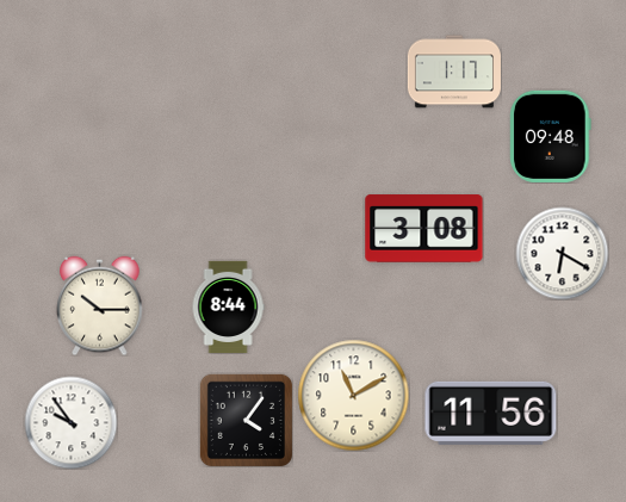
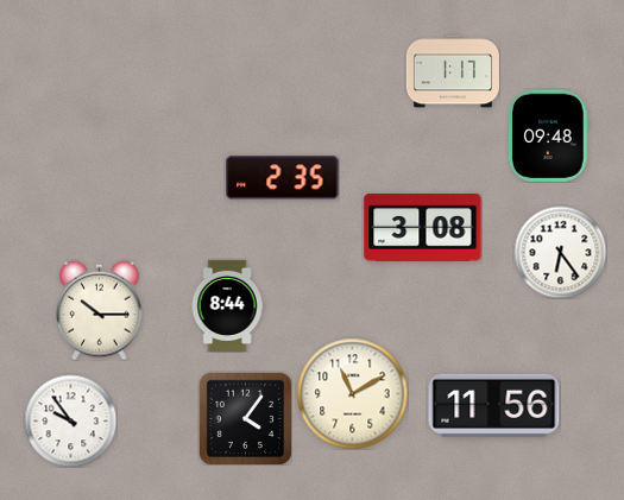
clock at (283, 178): none -> 2:35
clock at (562, 253): 6:20 -> 6:24
clock at (100, 305) position: (100, 305) -> (100, 310)
clock at (491, 413) position: (491, 413) -> (494, 405)
